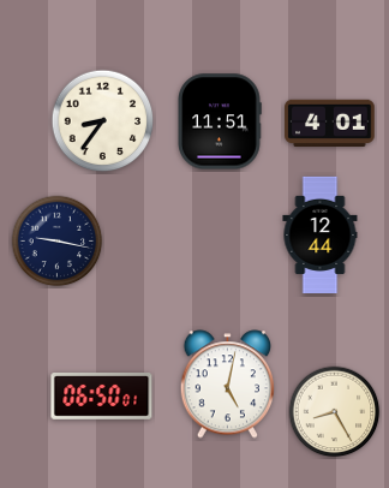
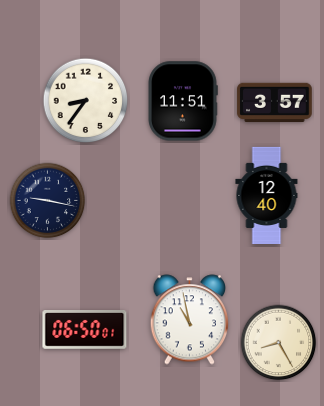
clock at (330, 123): 4:01 -> 3:57
clock at (321, 234): 12:44 -> 12:40
clock at (228, 385): 5:02 -> 10:58
